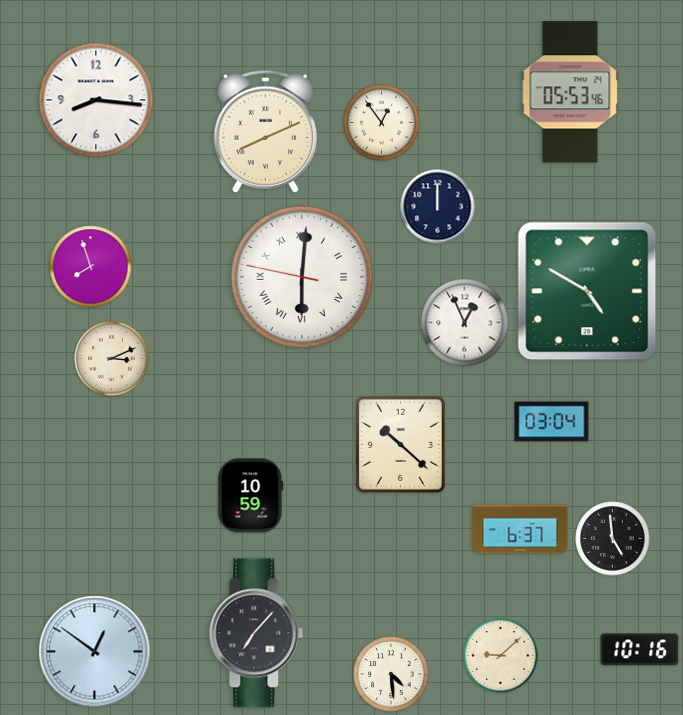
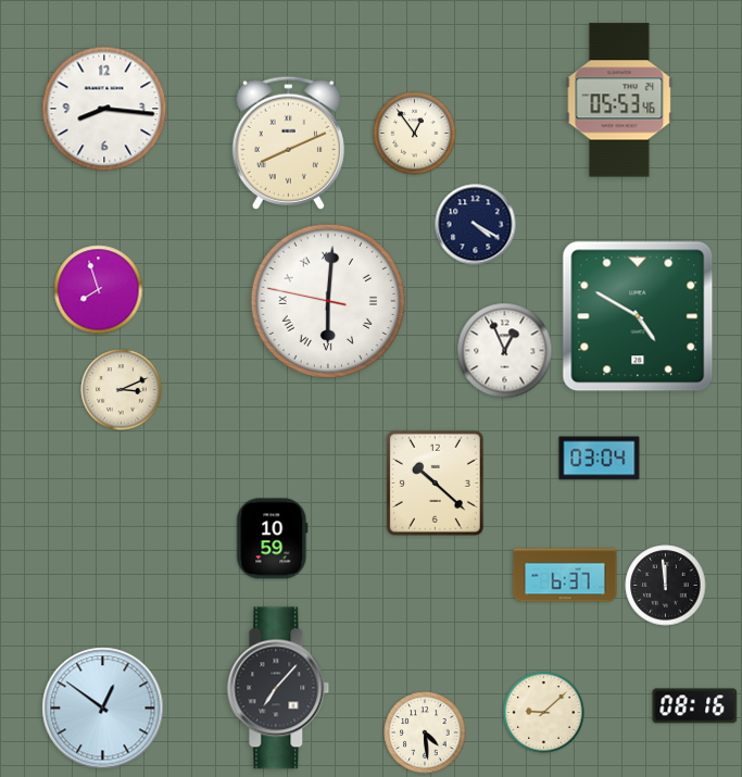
clock at (438, 207): 12:00 -> 4:20
clock at (613, 539): 4:59 -> 11:59
clock at (640, 650): 10:16 -> 08:16
